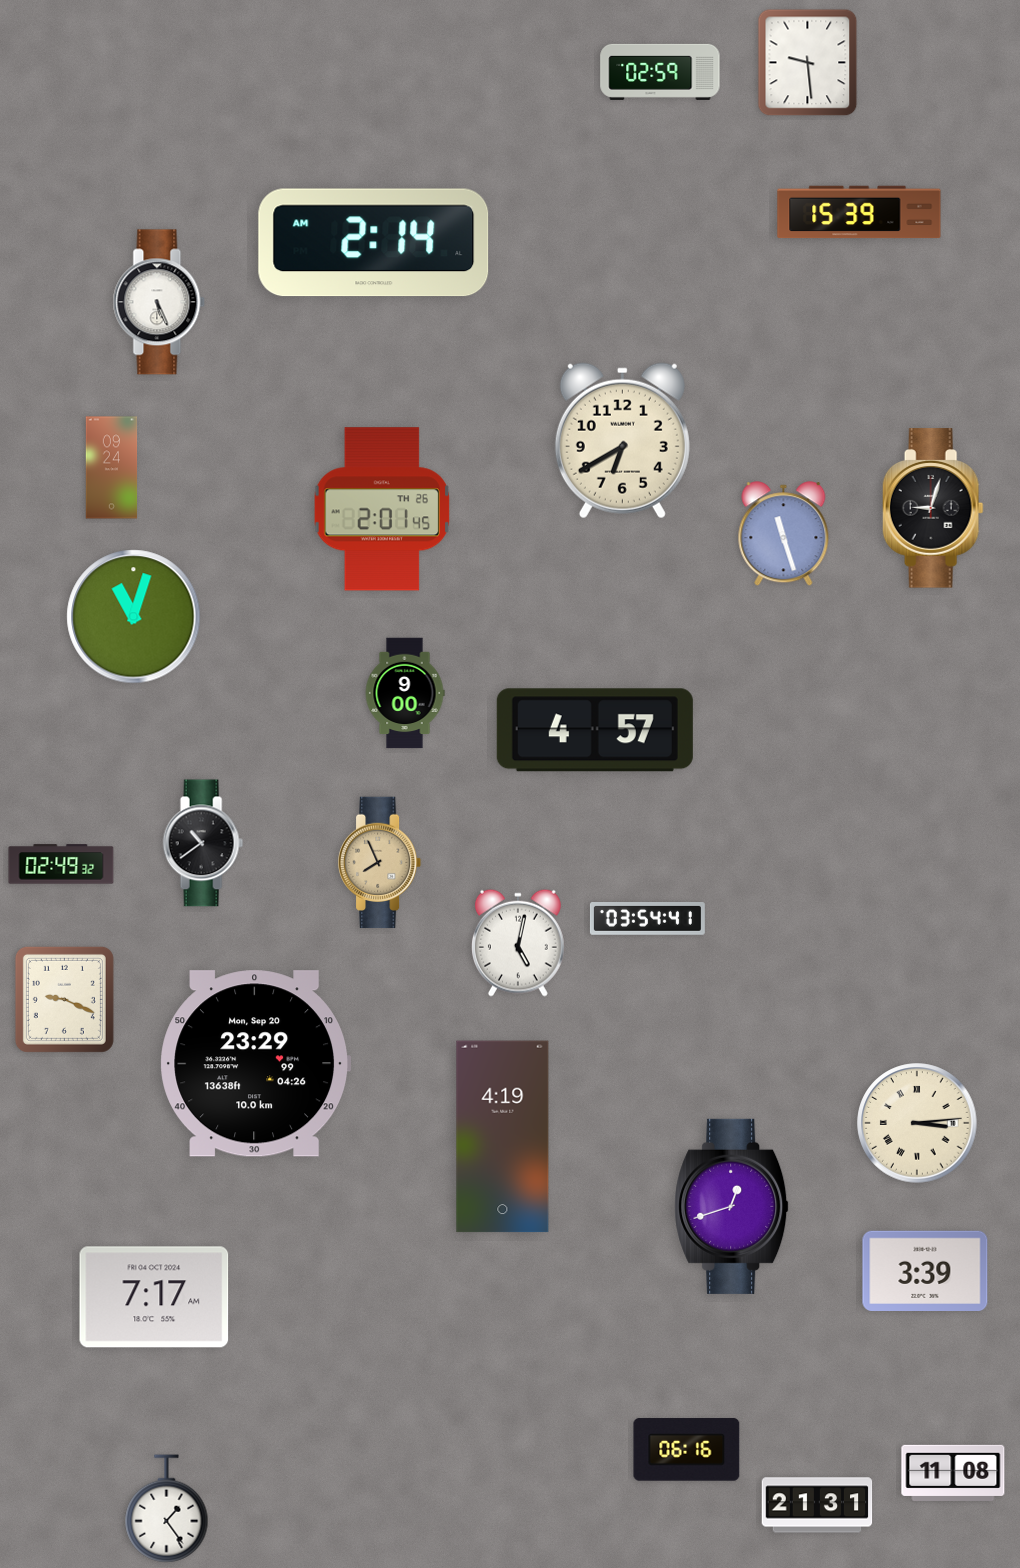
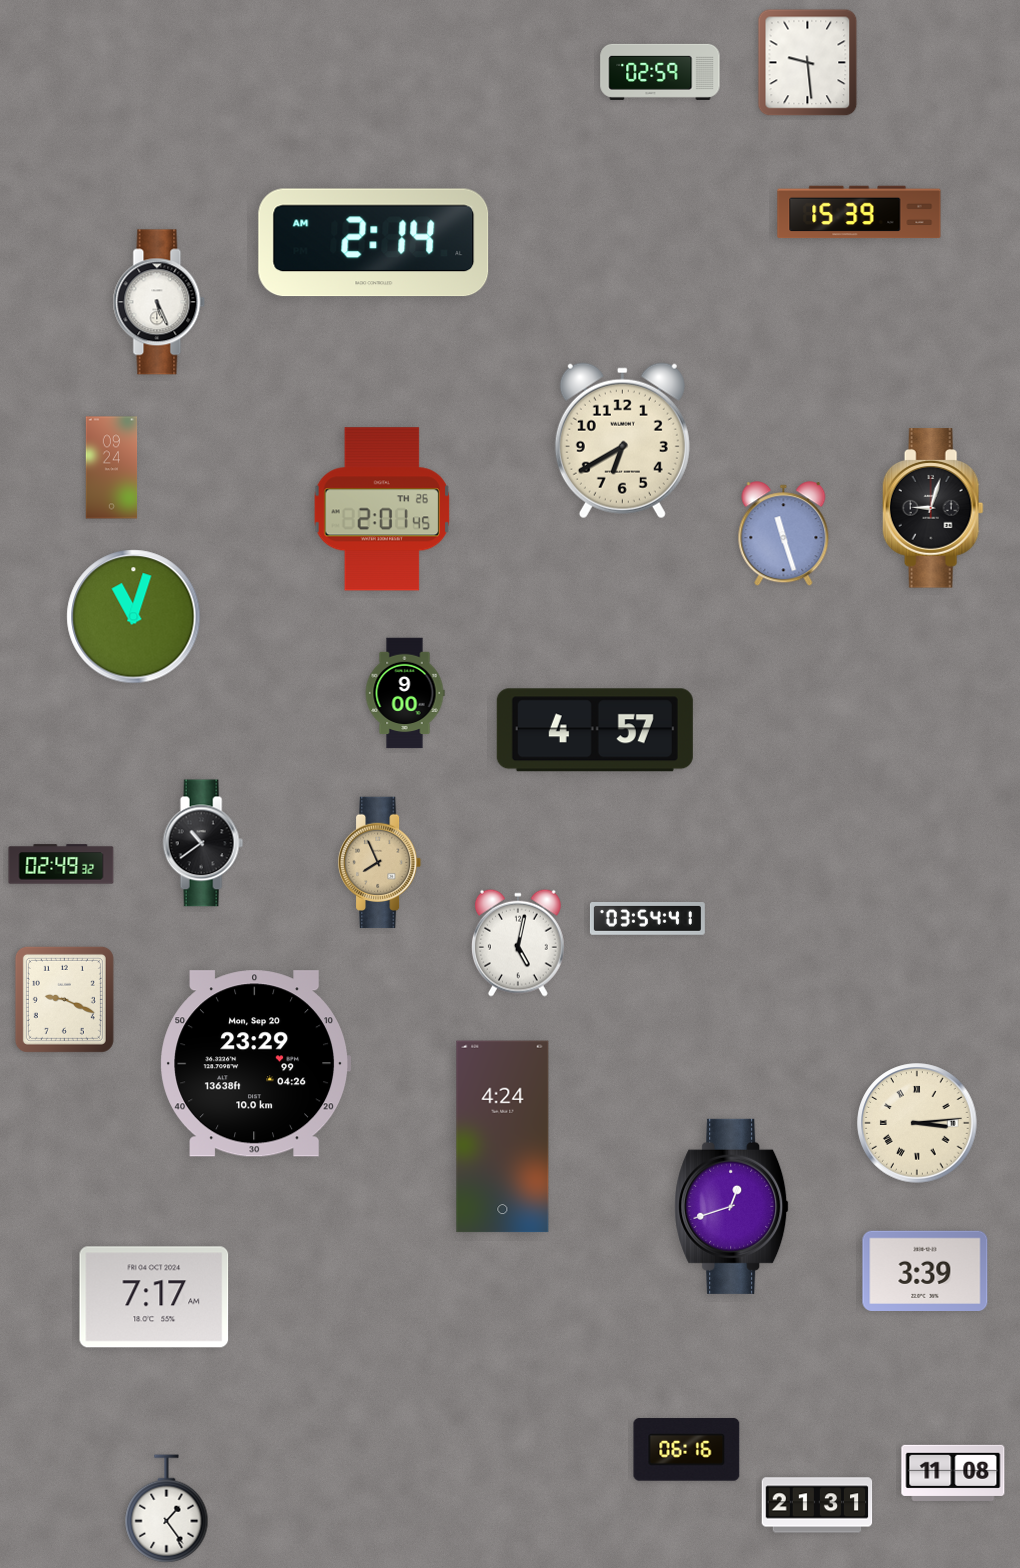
clock at (503, 1137): 4:19 -> 4:24
